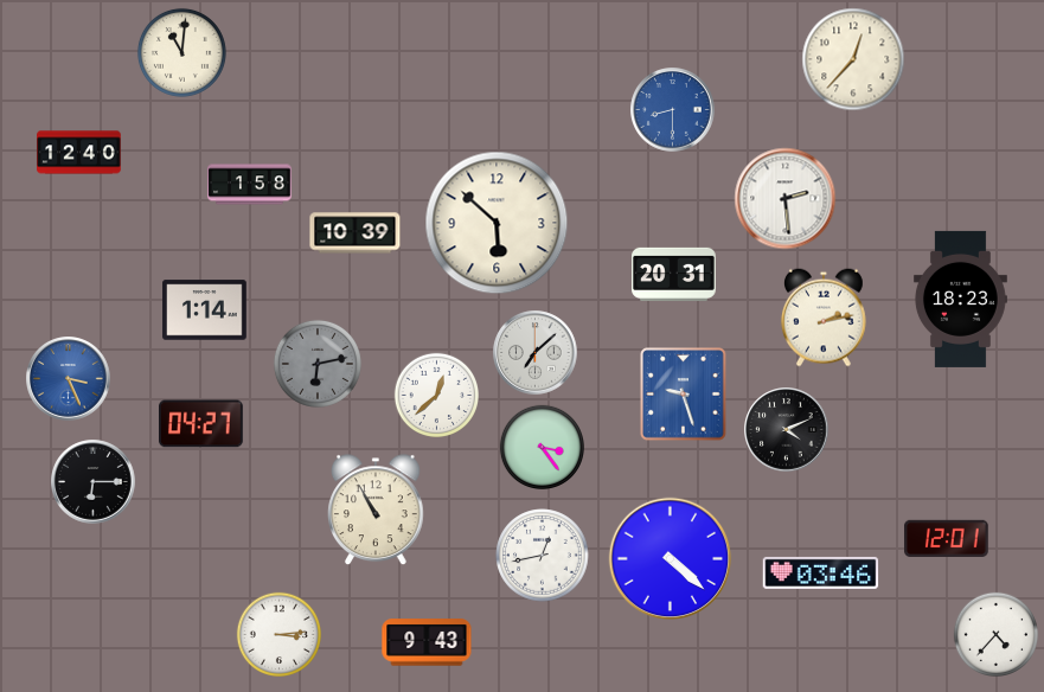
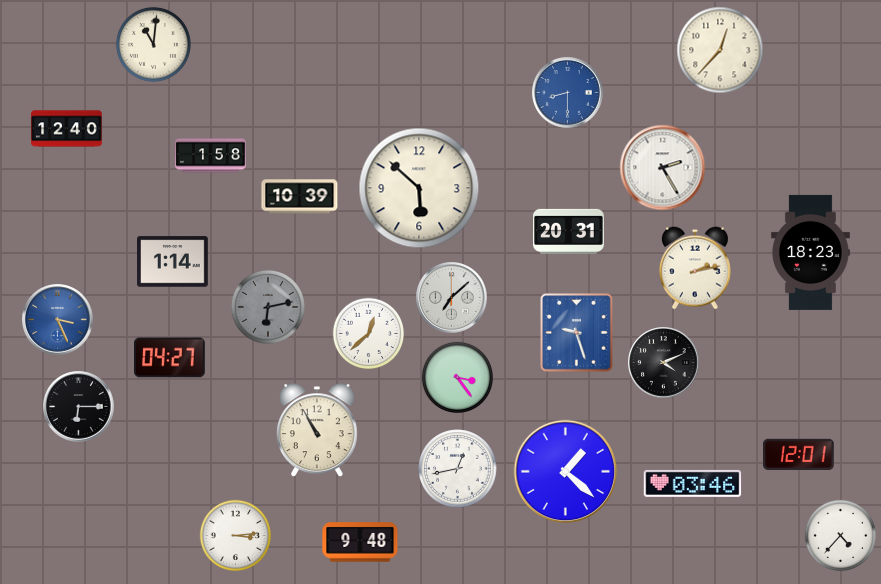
clock at (786, 199): 2:29 -> 2:25
clock at (671, 559): 4:22 -> 1:22
clock at (427, 642): 9:43 -> 9:48
